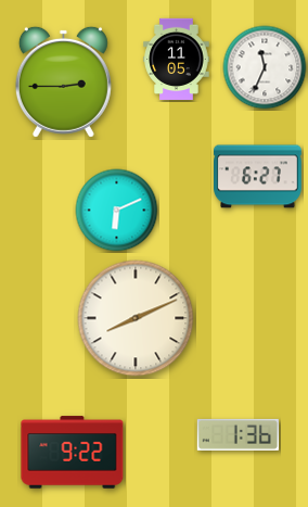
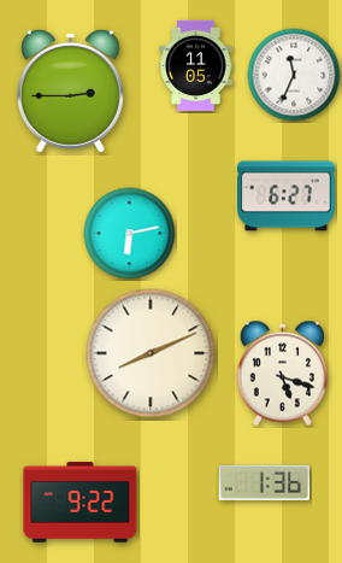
clock at (117, 211): 6:11 -> 6:13
clock at (282, 374): none -> 5:18
